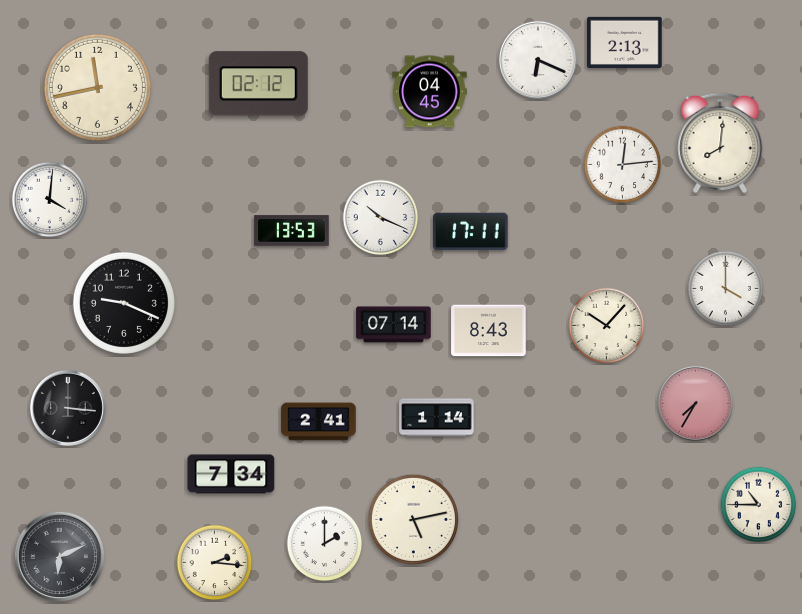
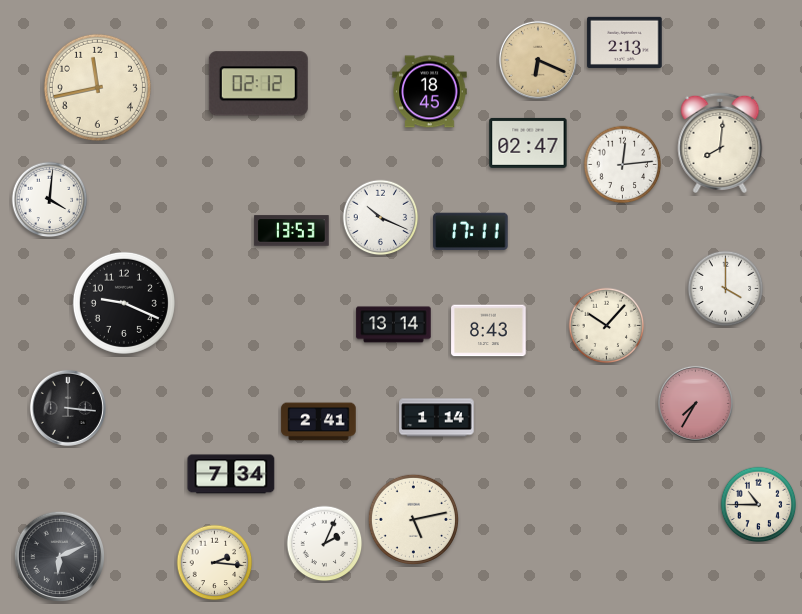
clock at (538, 60) dial: white -> champagne
clock at (430, 92): 04:45 -> 18:45
clock at (528, 143): none -> 02:47
clock at (394, 325): 07:14 -> 13:14
clock at (325, 544): 2:00 -> 2:04
